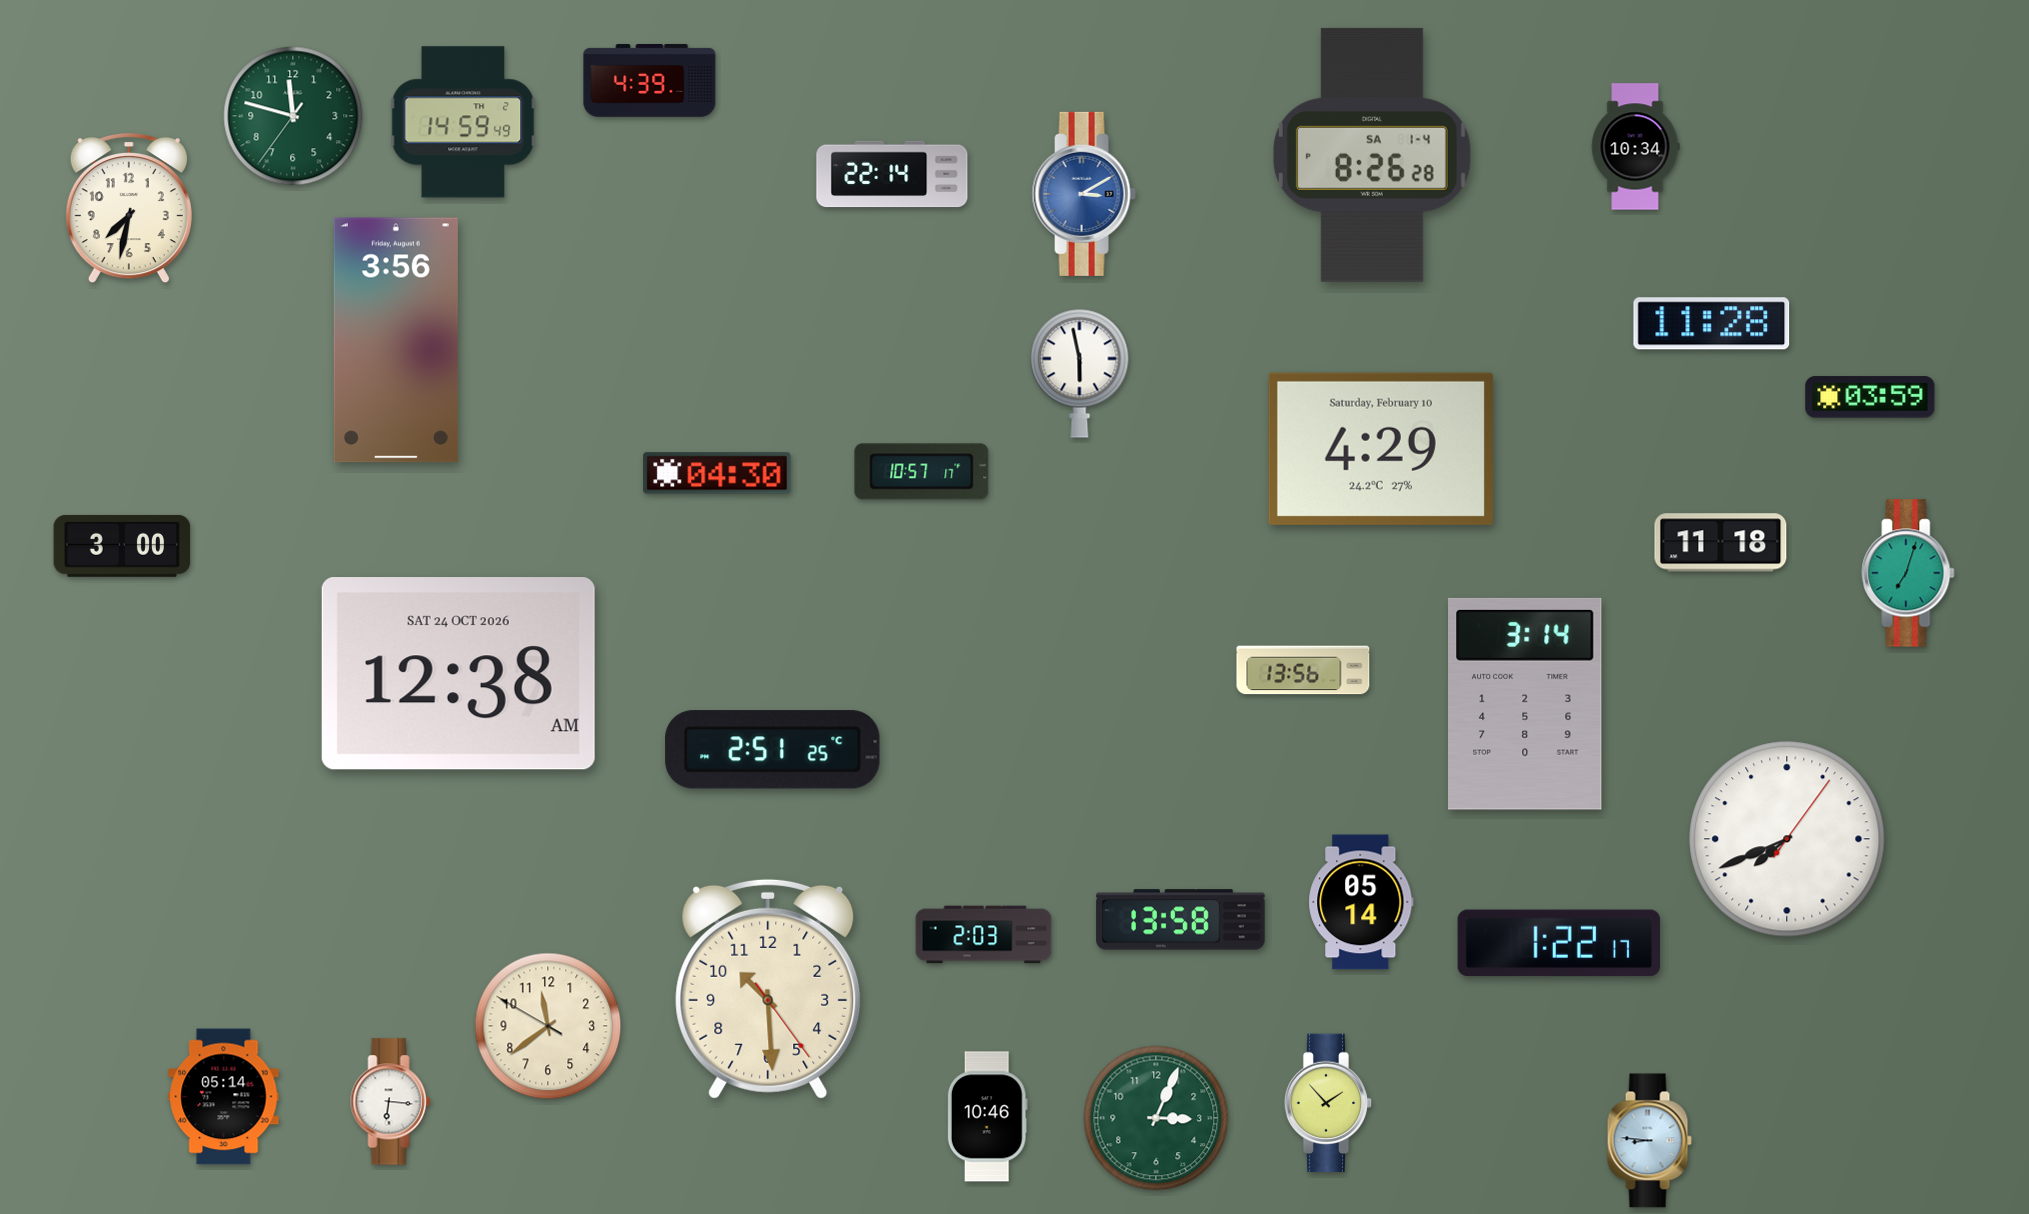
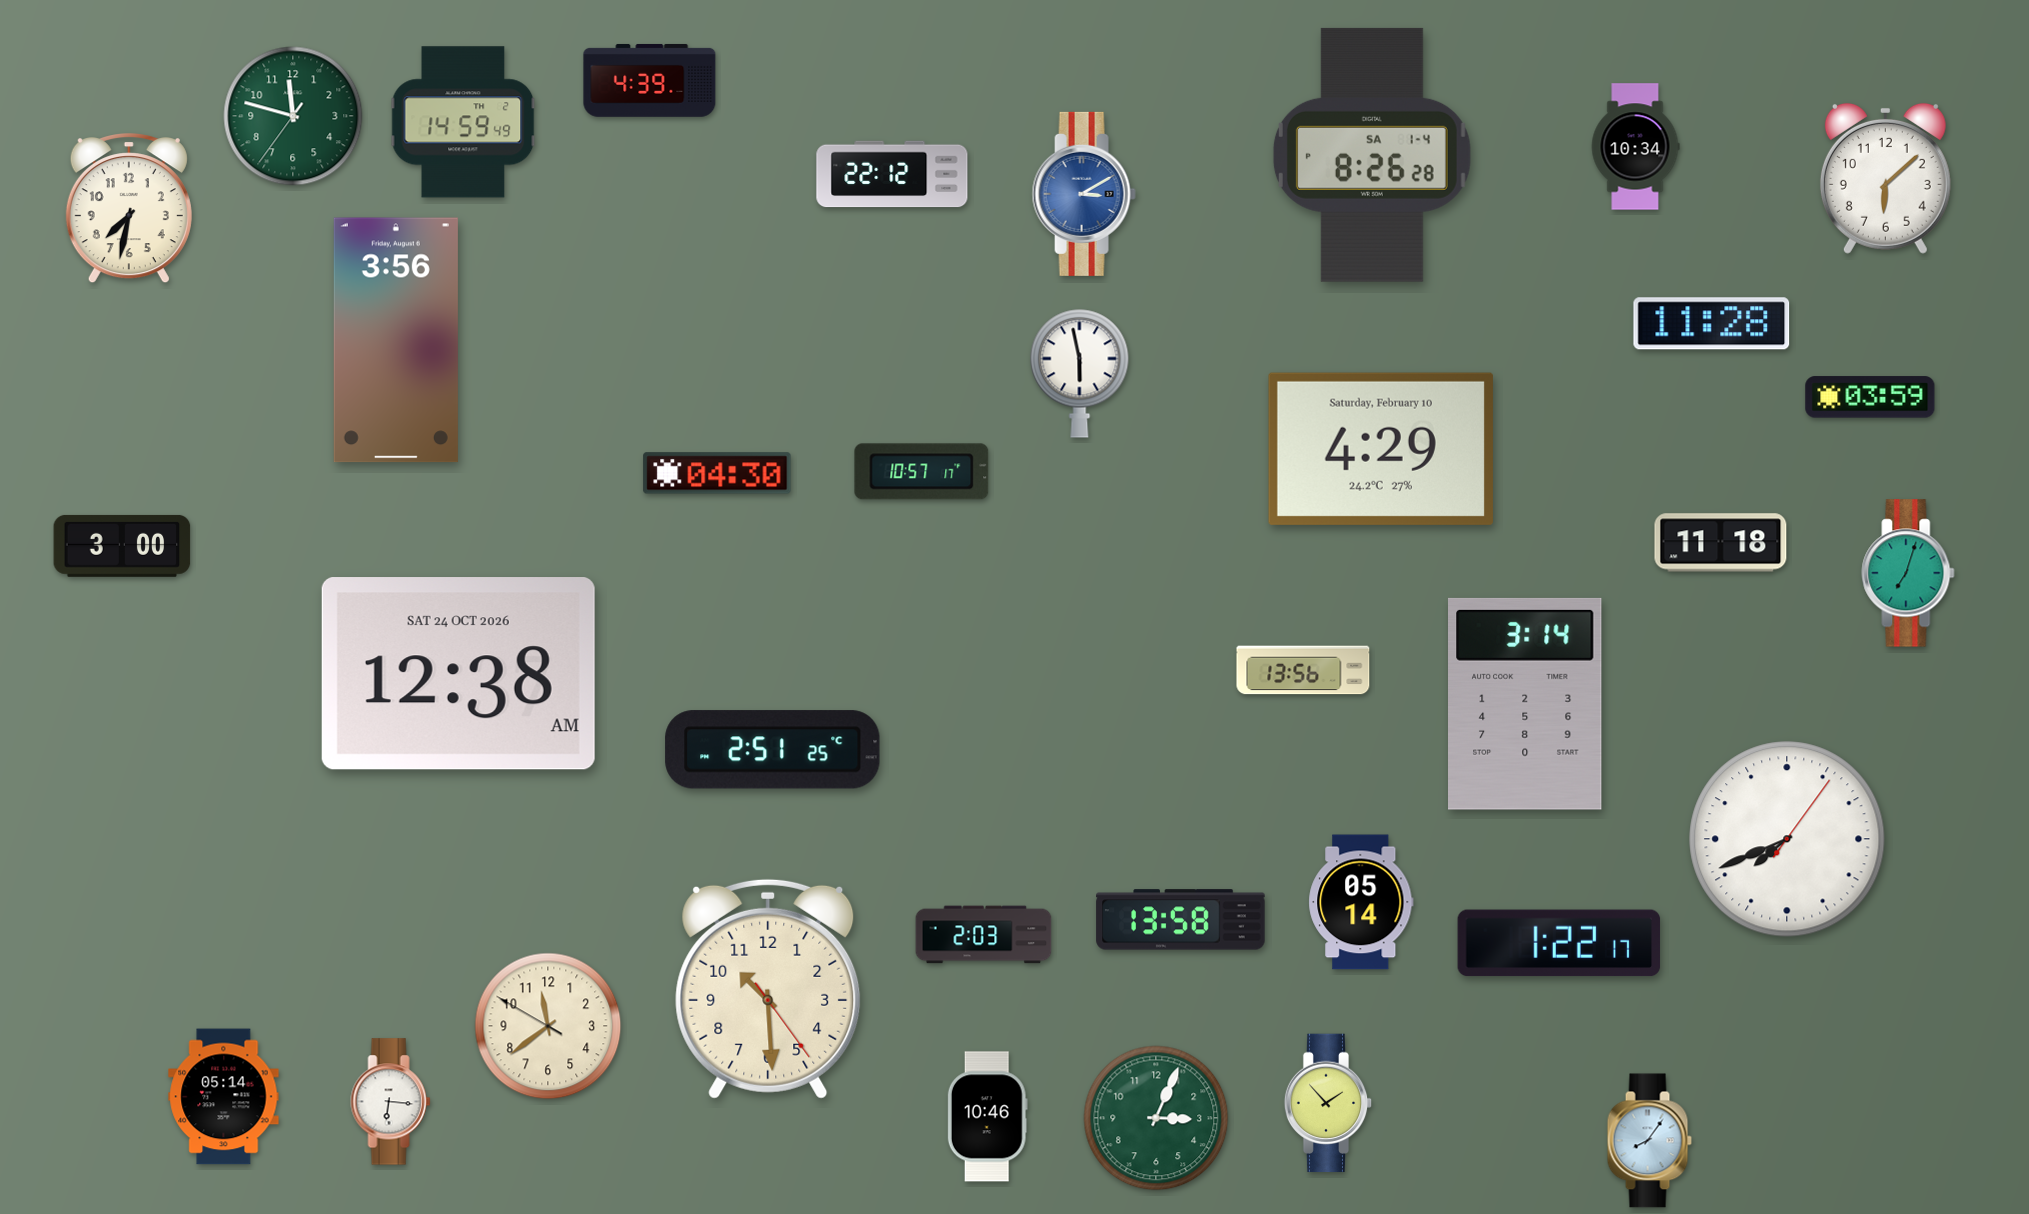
clock at (892, 174): 22:14 -> 22:12
clock at (1885, 178): none -> 6:08
clock at (1649, 1141): 8:46 -> 8:06
